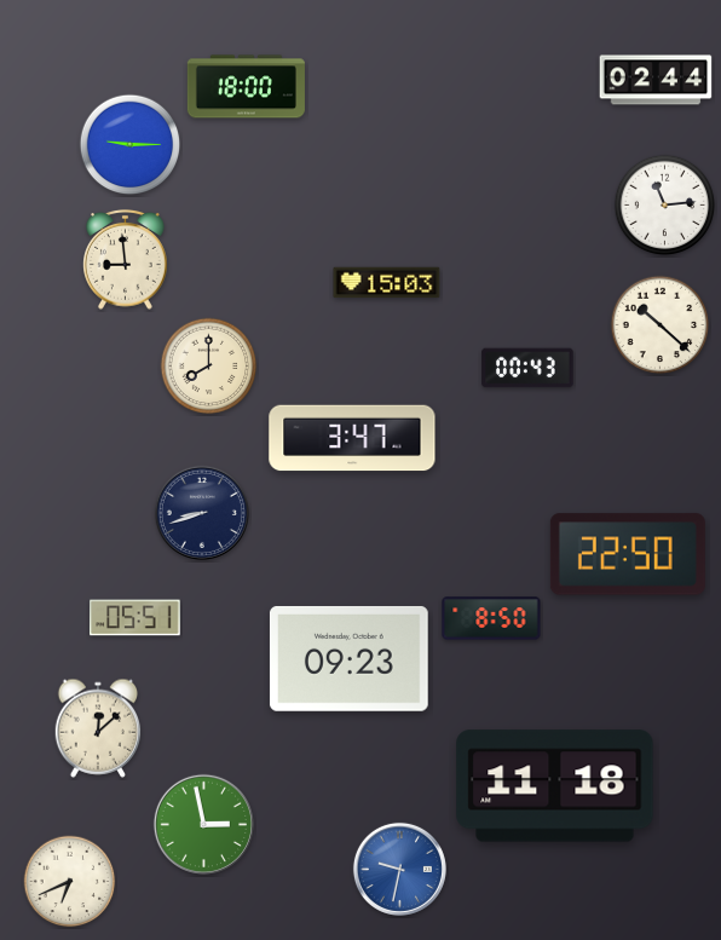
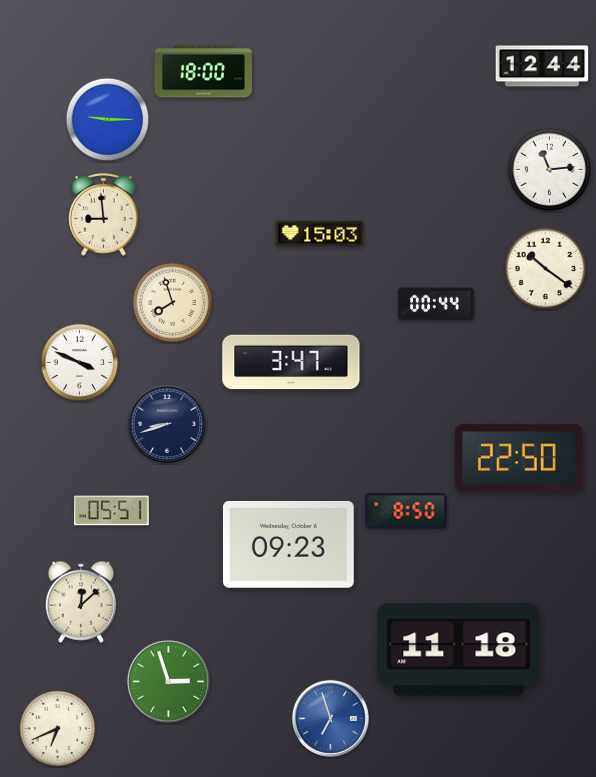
clock at (656, 80): 02:44 -> 12:44
clock at (661, 325): 10:22 -> 10:21
clock at (209, 367): 8:00 -> 7:57
clock at (527, 368): 00:43 -> 00:44
clock at (80, 363): none -> 3:49
clock at (203, 824): 2:58 -> 2:57
clock at (399, 869): 9:32 -> 6:57
